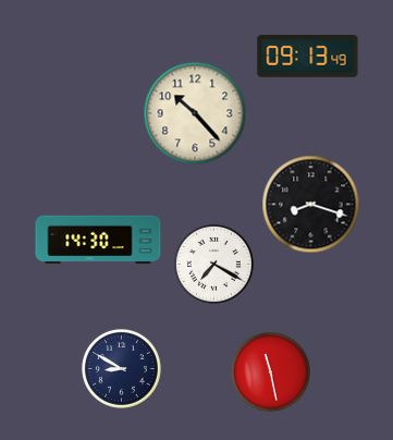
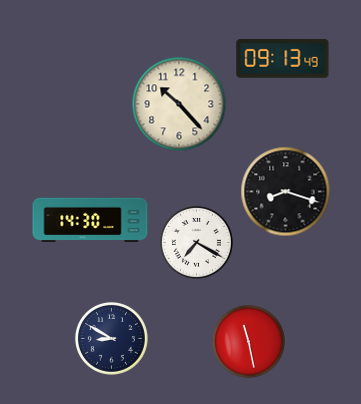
clock at (308, 57) position: (308, 57) -> (283, 59)
clock at (311, 205) position: (311, 205) -> (286, 192)
